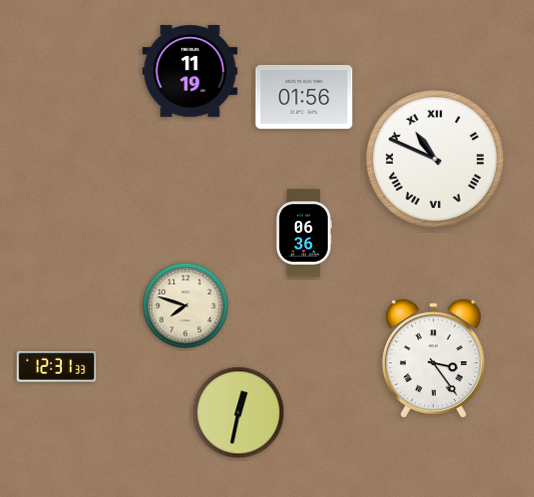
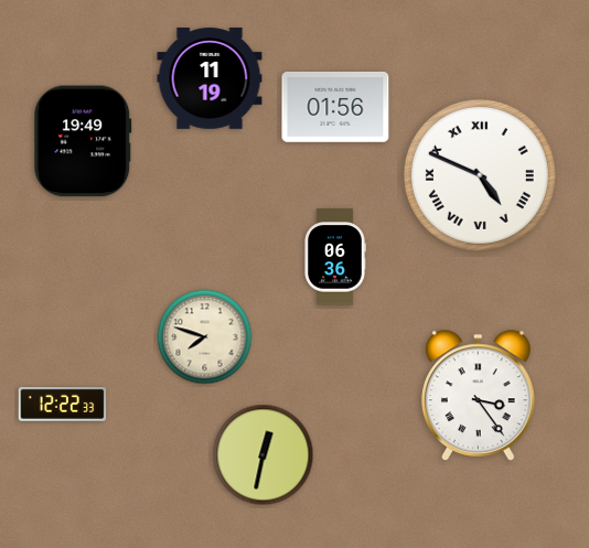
clock at (83, 141): none -> 19:49
clock at (435, 159): 10:49 -> 4:49
clock at (57, 367): 12:31 -> 12:22
